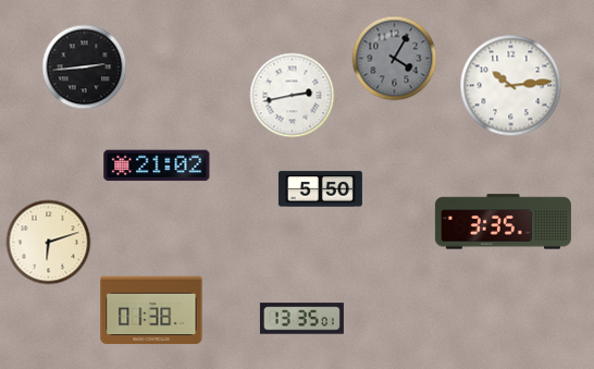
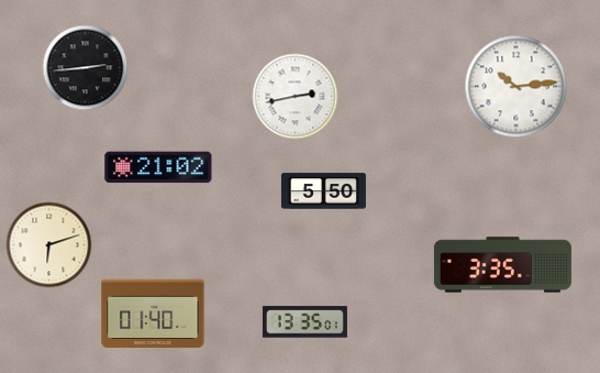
clock at (394, 58): 4:05 -> none
clock at (503, 222) position: (503, 222) -> (502, 265)
clock at (151, 310): 01:38 -> 01:40
